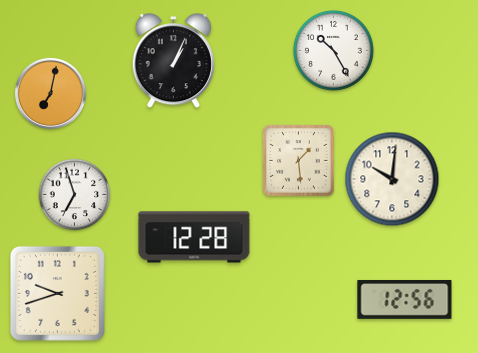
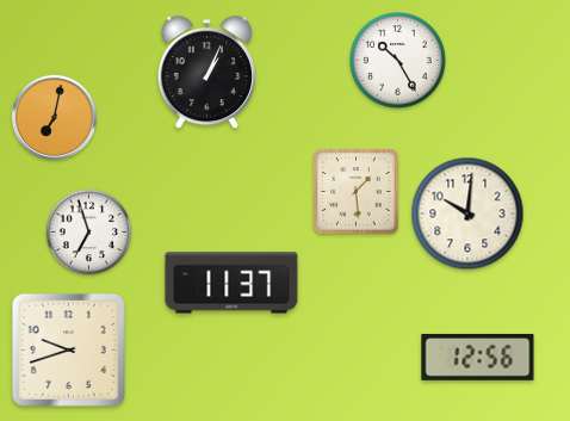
clock at (50, 93) position: (50, 93) -> (54, 117)
clock at (194, 237): 12:28 -> 11:37
clock at (405, 300) position: (405, 300) -> (478, 358)
